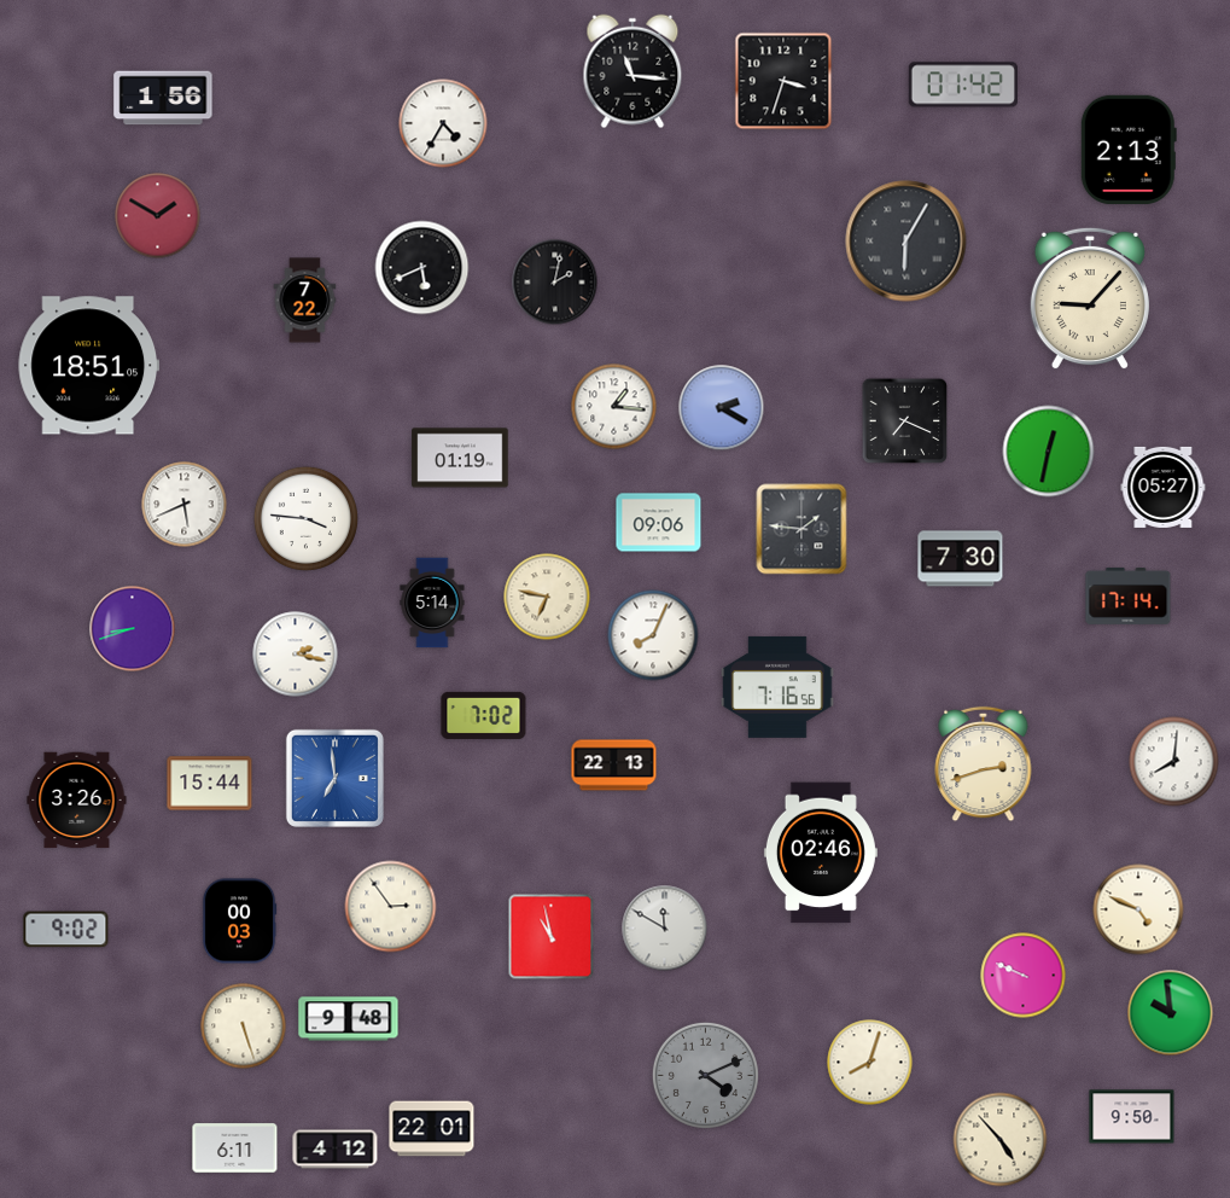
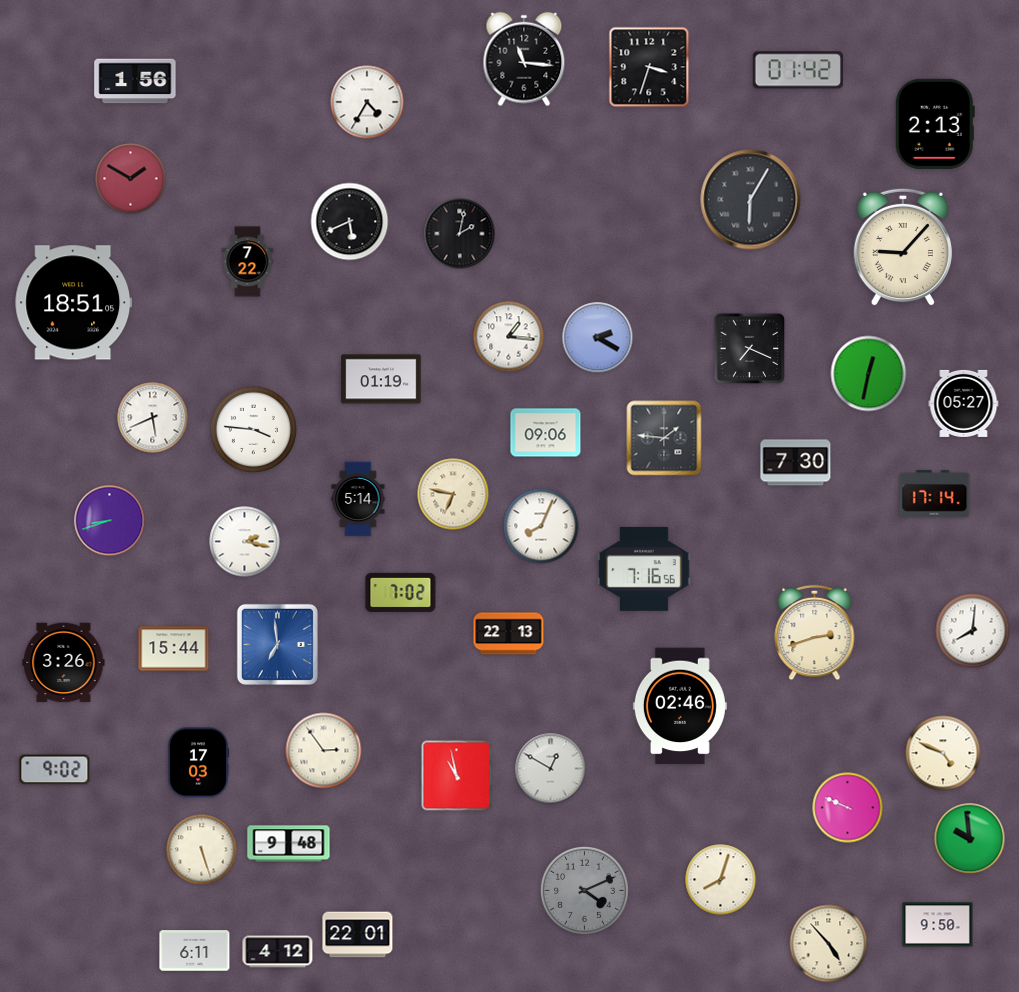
clock at (305, 301) position: (305, 301) -> (248, 262)
clock at (239, 921): 00:03 -> 17:03
clock at (665, 929): 11:50 -> 12:50
